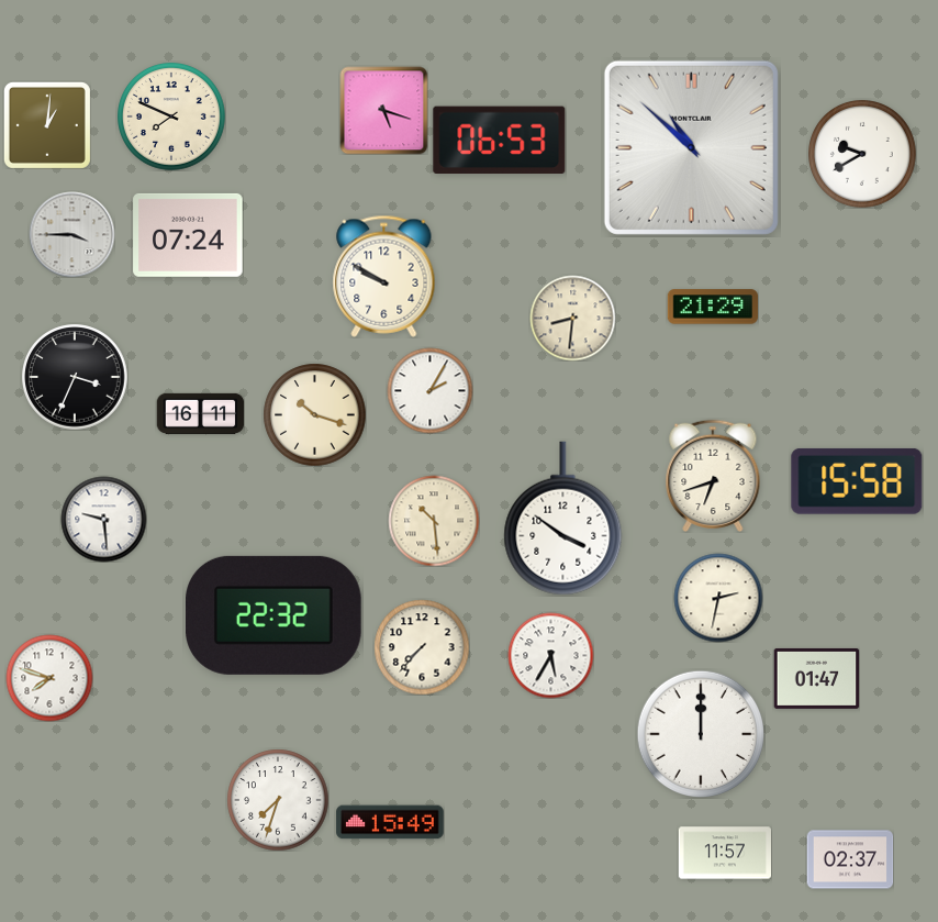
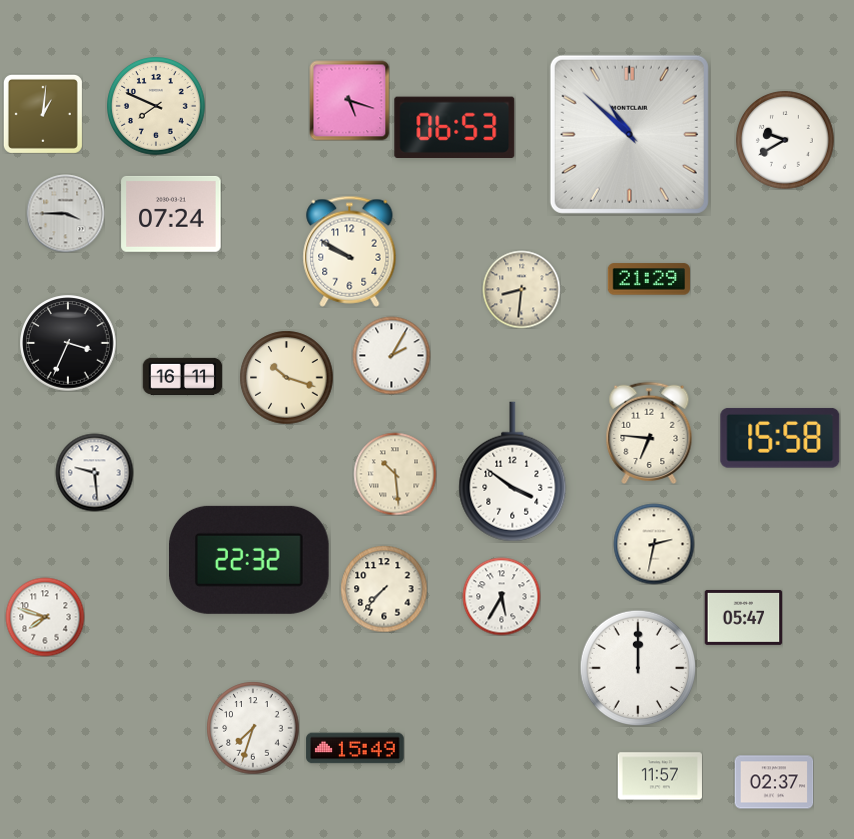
clock at (713, 475): 6:42 -> 6:46
clock at (816, 678): 01:47 -> 05:47
